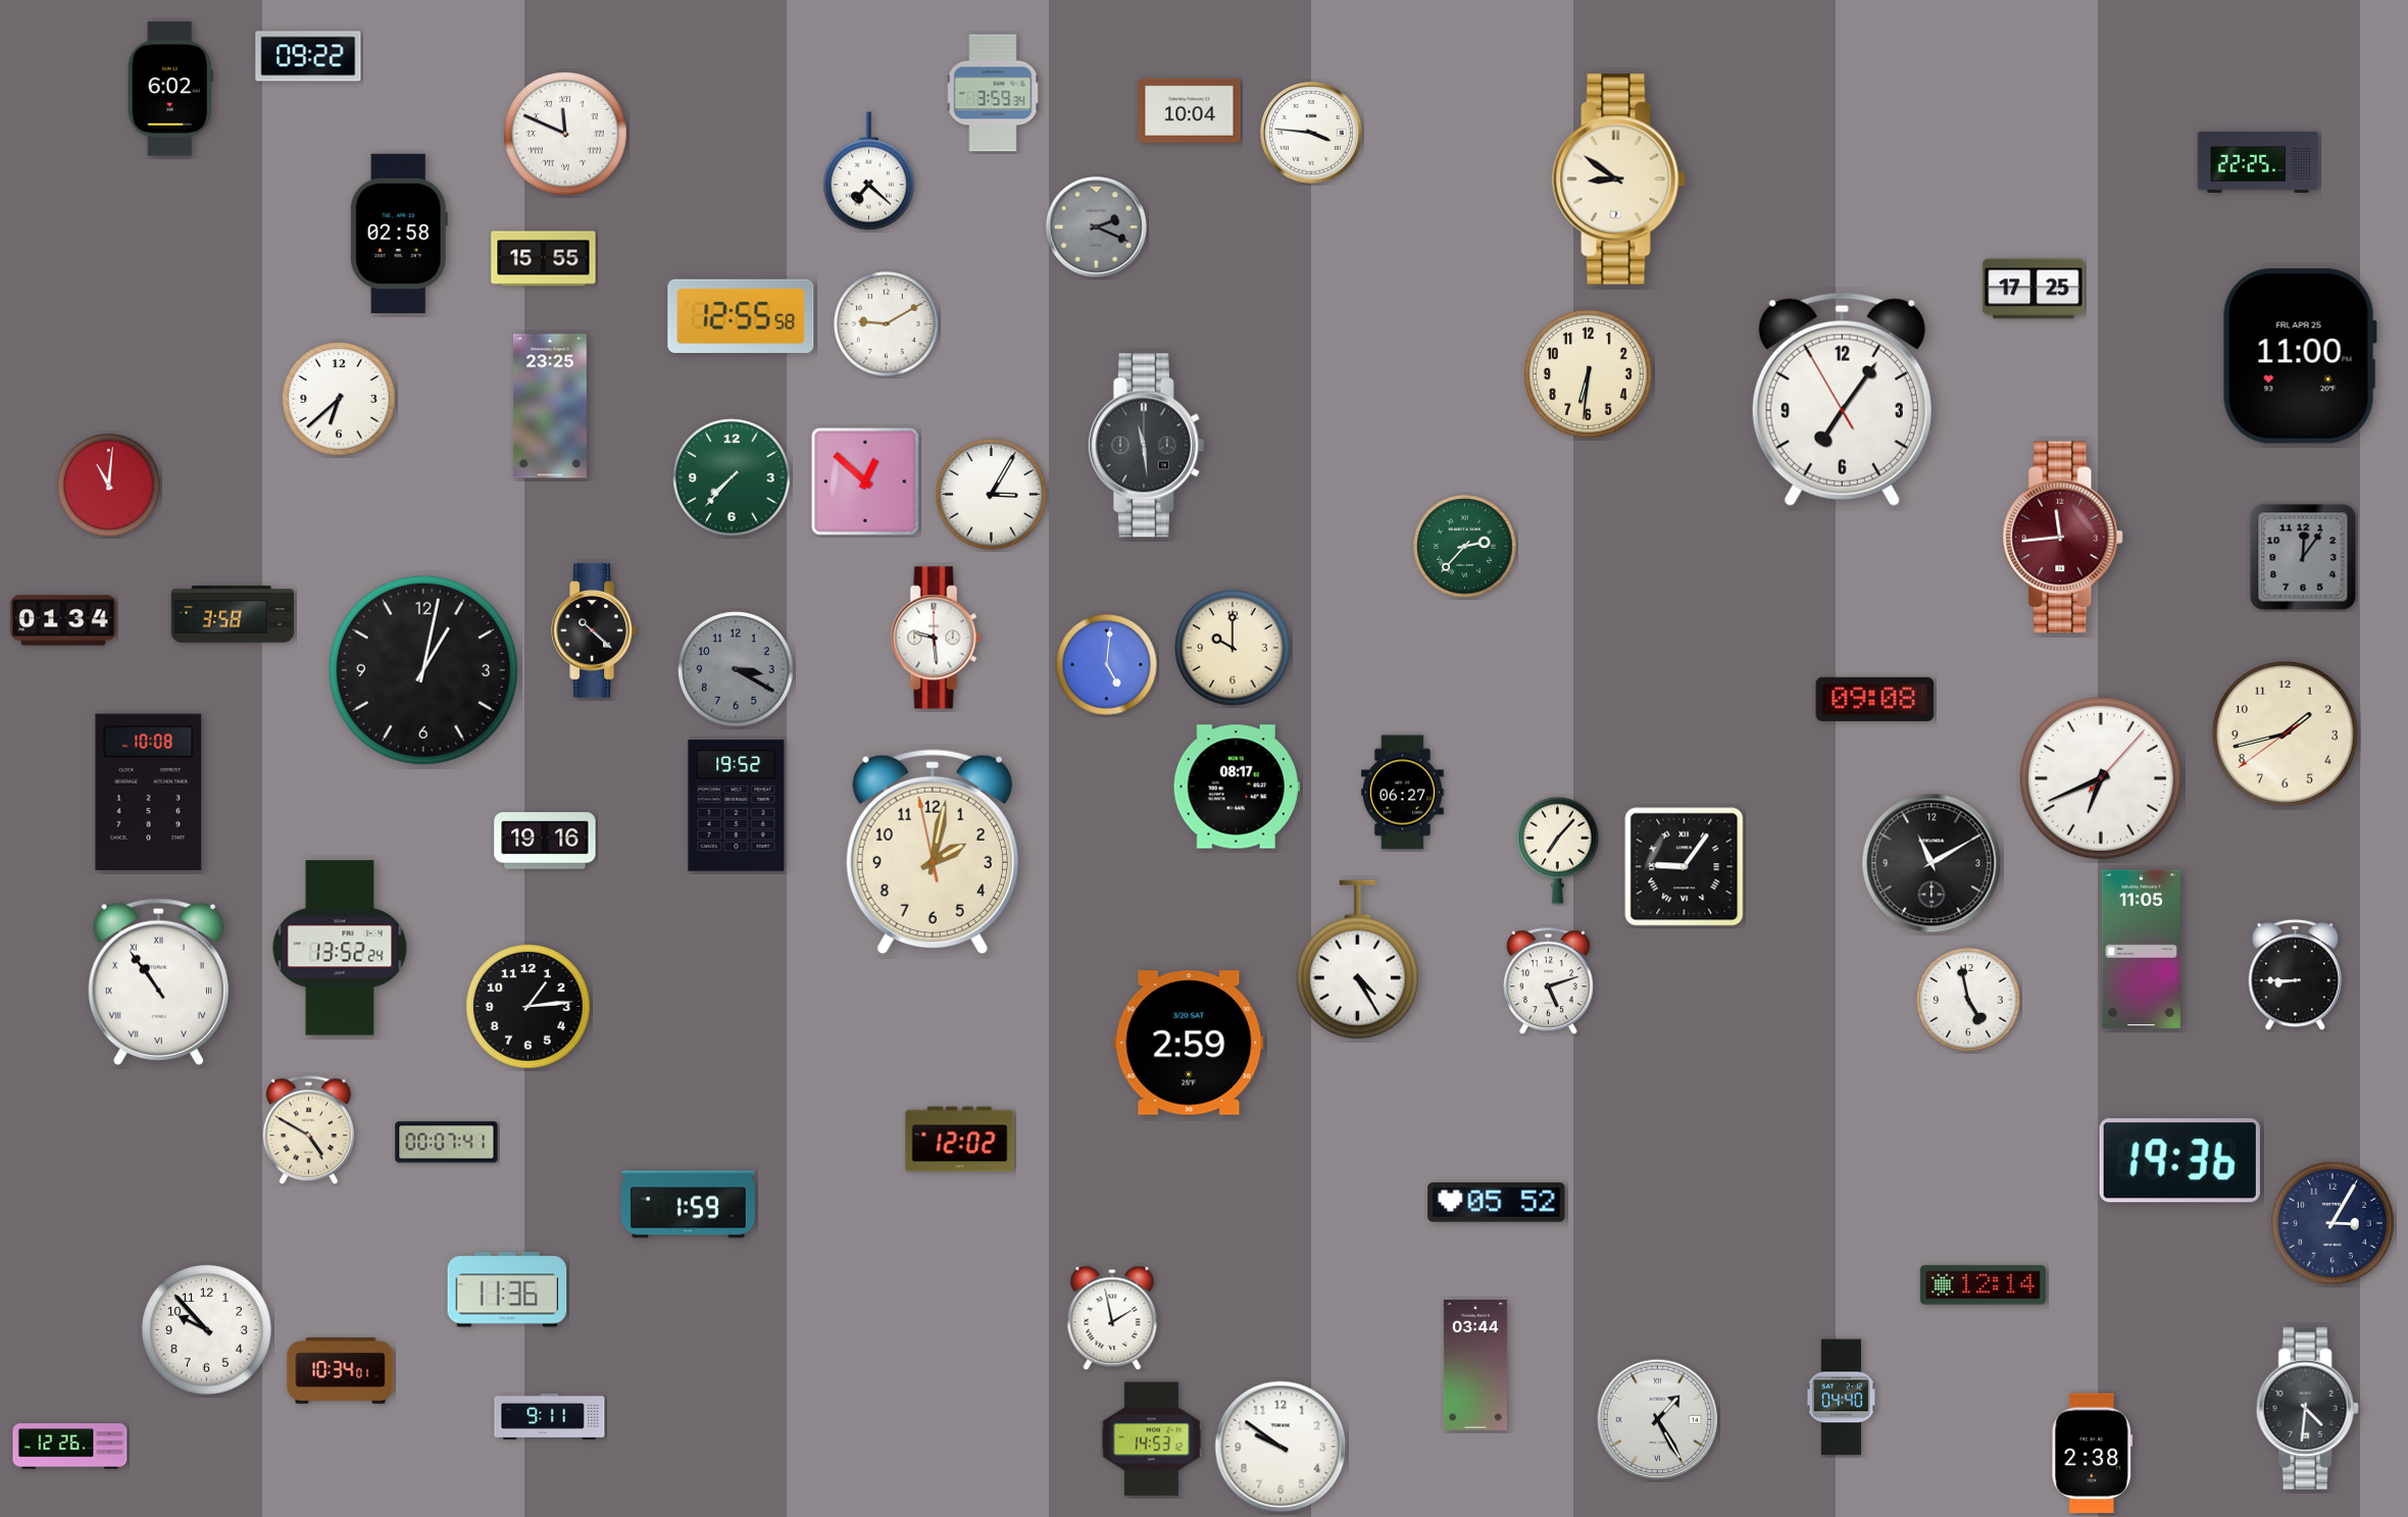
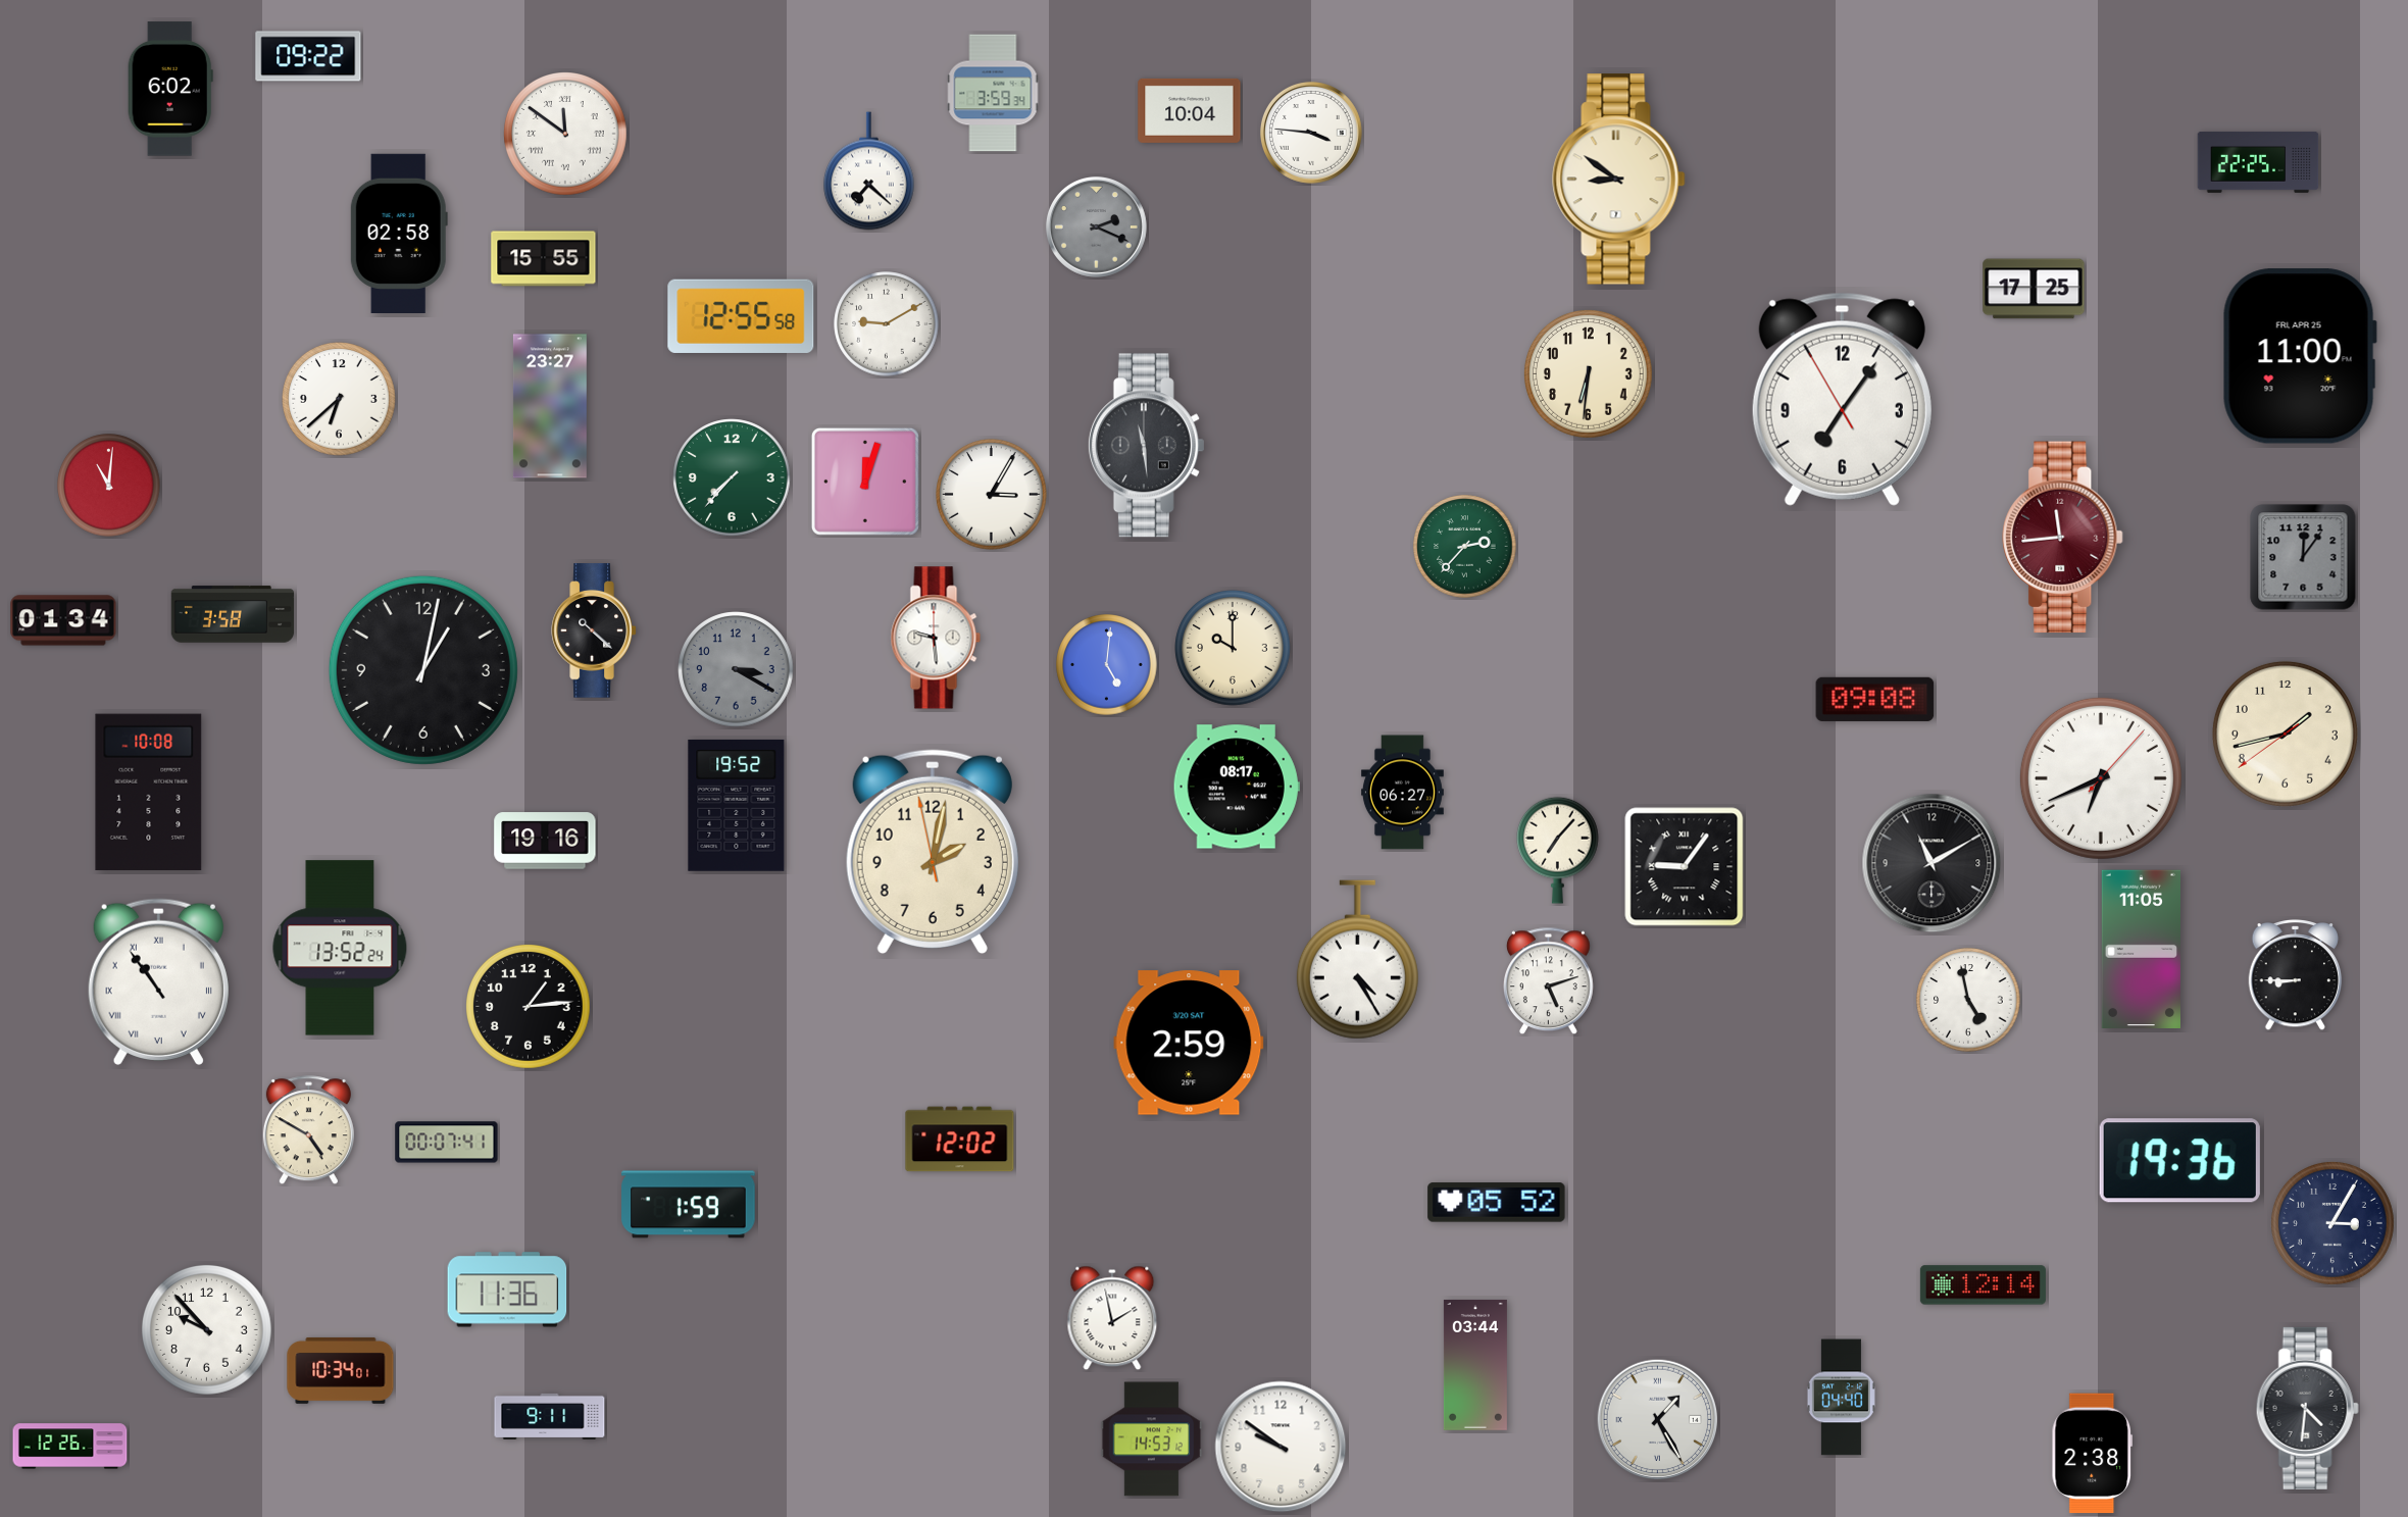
clock at (566, 135): 11:49 -> 11:51
clock at (550, 406): 23:25 -> 23:27
clock at (865, 482): 12:52 -> 12:03
